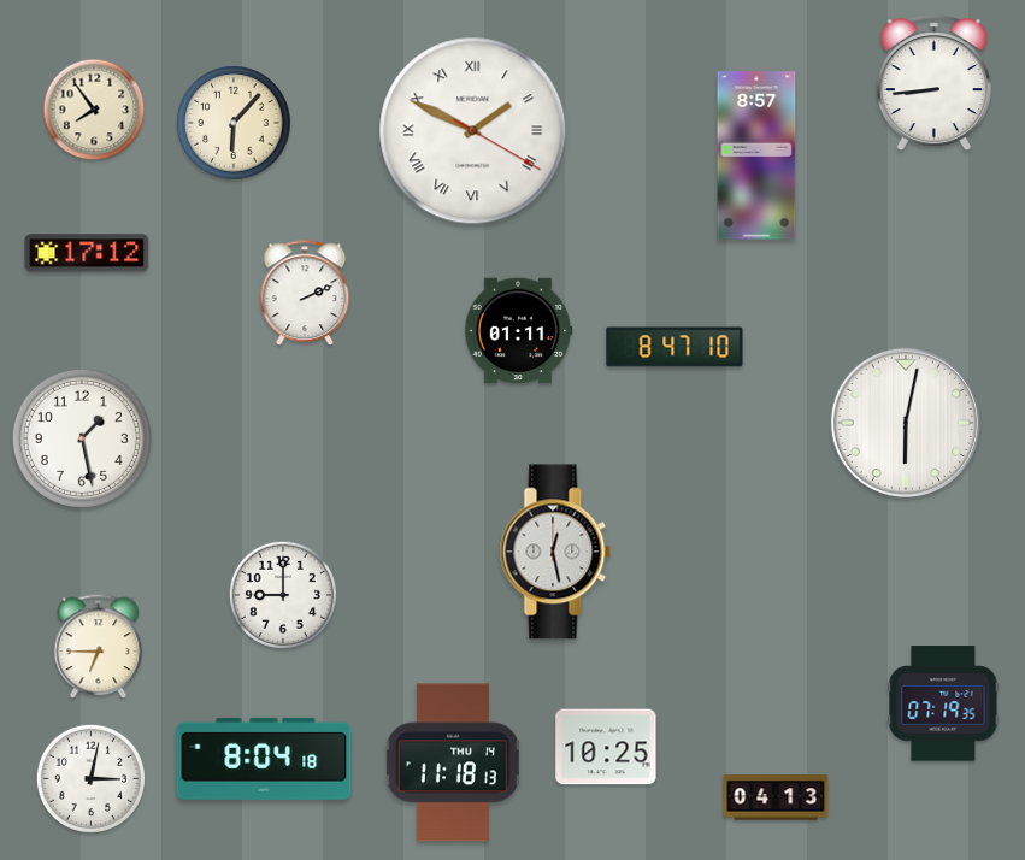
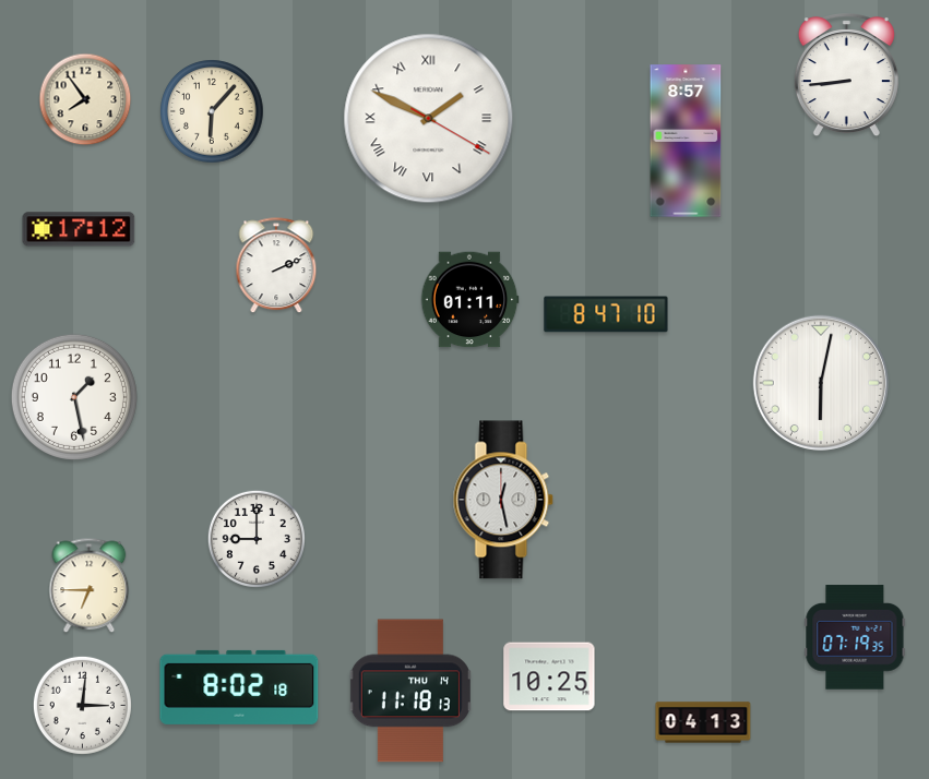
clock at (675, 347) position: (675, 347) -> (606, 314)
clock at (264, 759): 8:04 -> 8:02
clock at (90, 778): 3:02 -> 3:01
